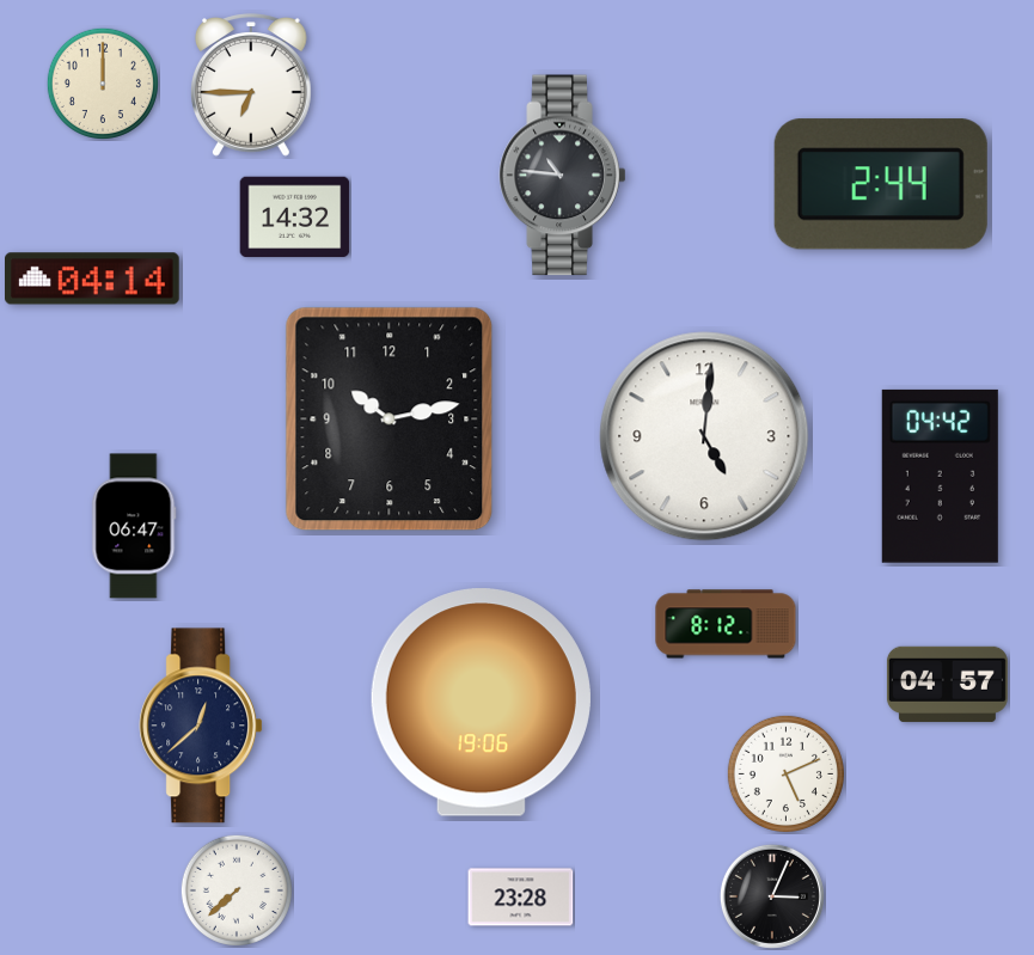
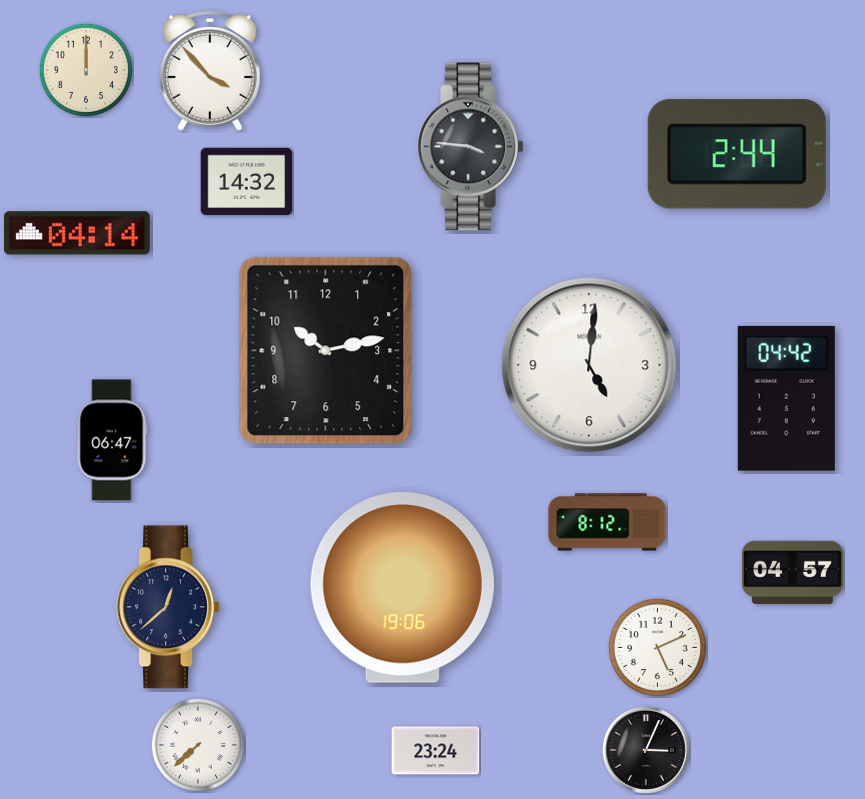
clock at (252, 85): 6:45 -> 3:53
clock at (563, 176): 10:46 -> 3:46
clock at (521, 898): 23:28 -> 23:24
